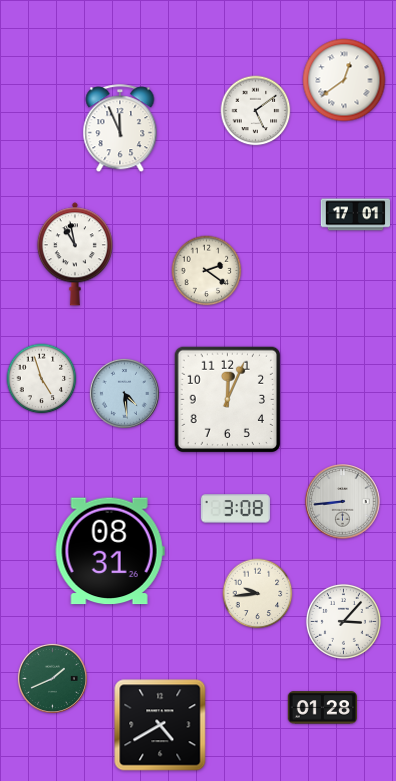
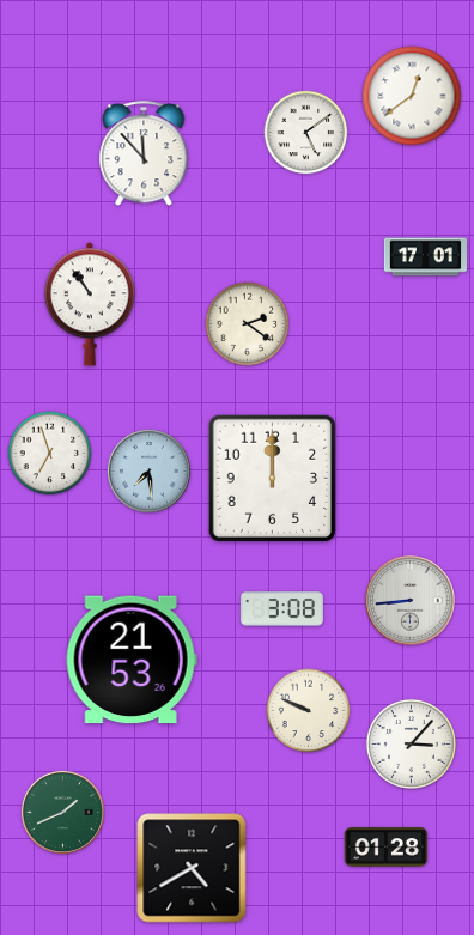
clock at (120, 129): 11:56 -> 11:53
clock at (75, 254): 10:58 -> 10:54
clock at (42, 379): 4:57 -> 6:57
clock at (124, 393): 4:29 -> 7:29
clock at (228, 399): 12:04 -> 12:00
clock at (110, 551): 08:31 -> 21:53
clock at (258, 594): 9:44 -> 9:49
